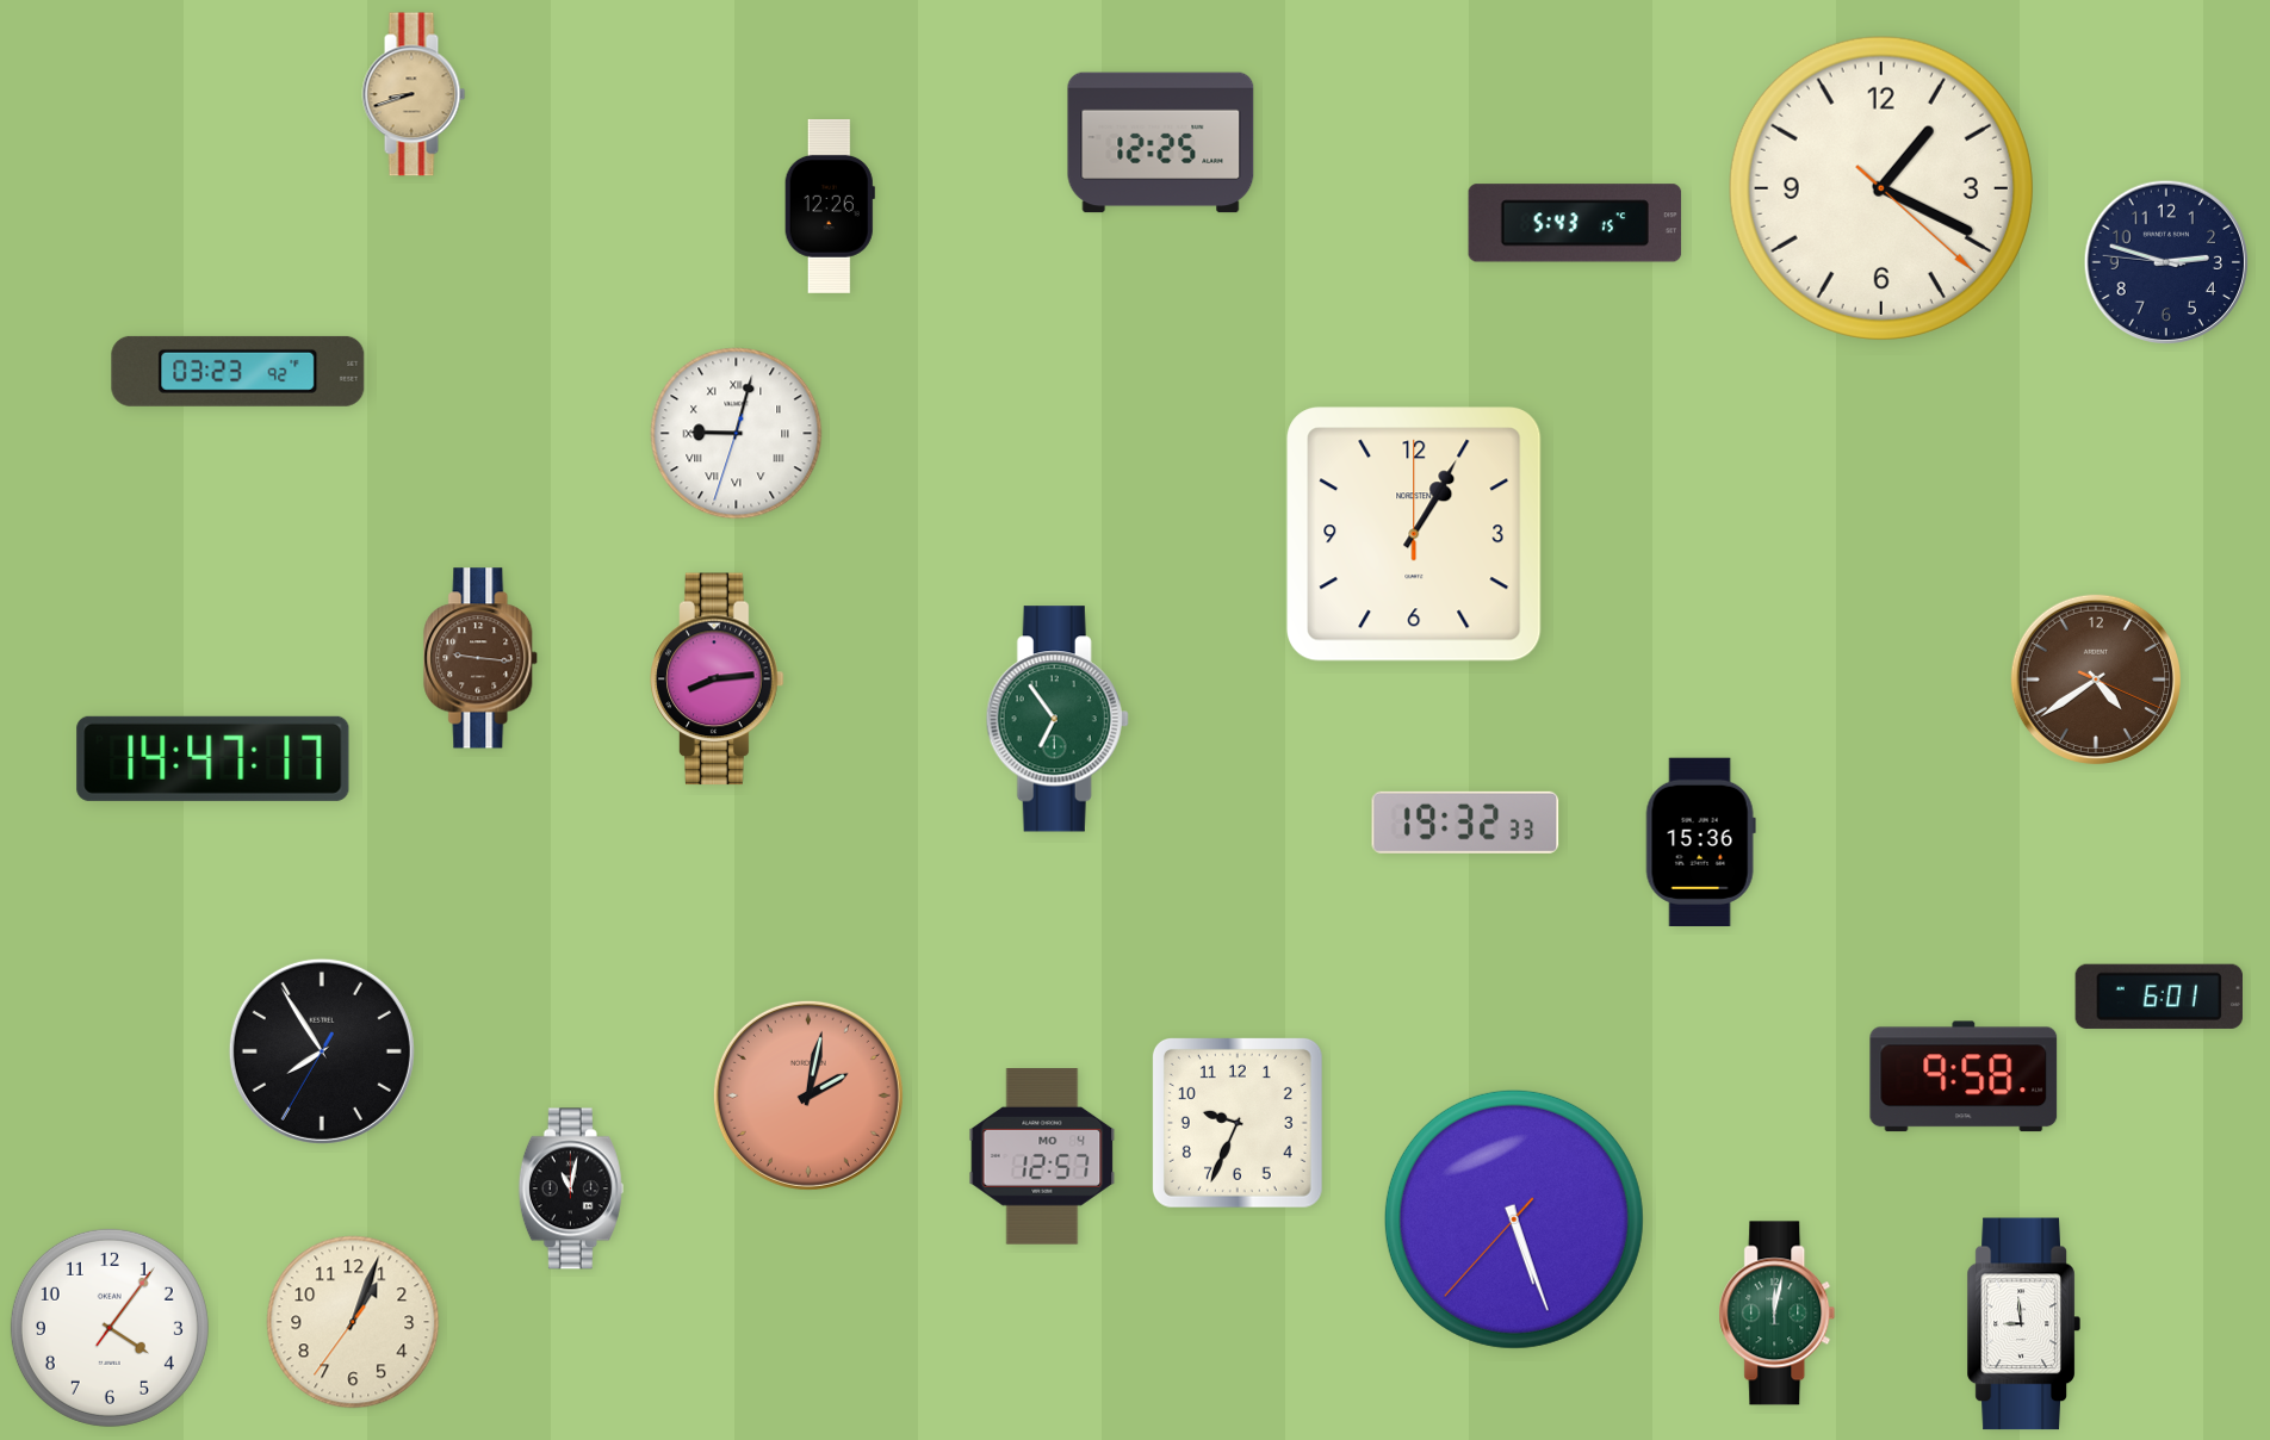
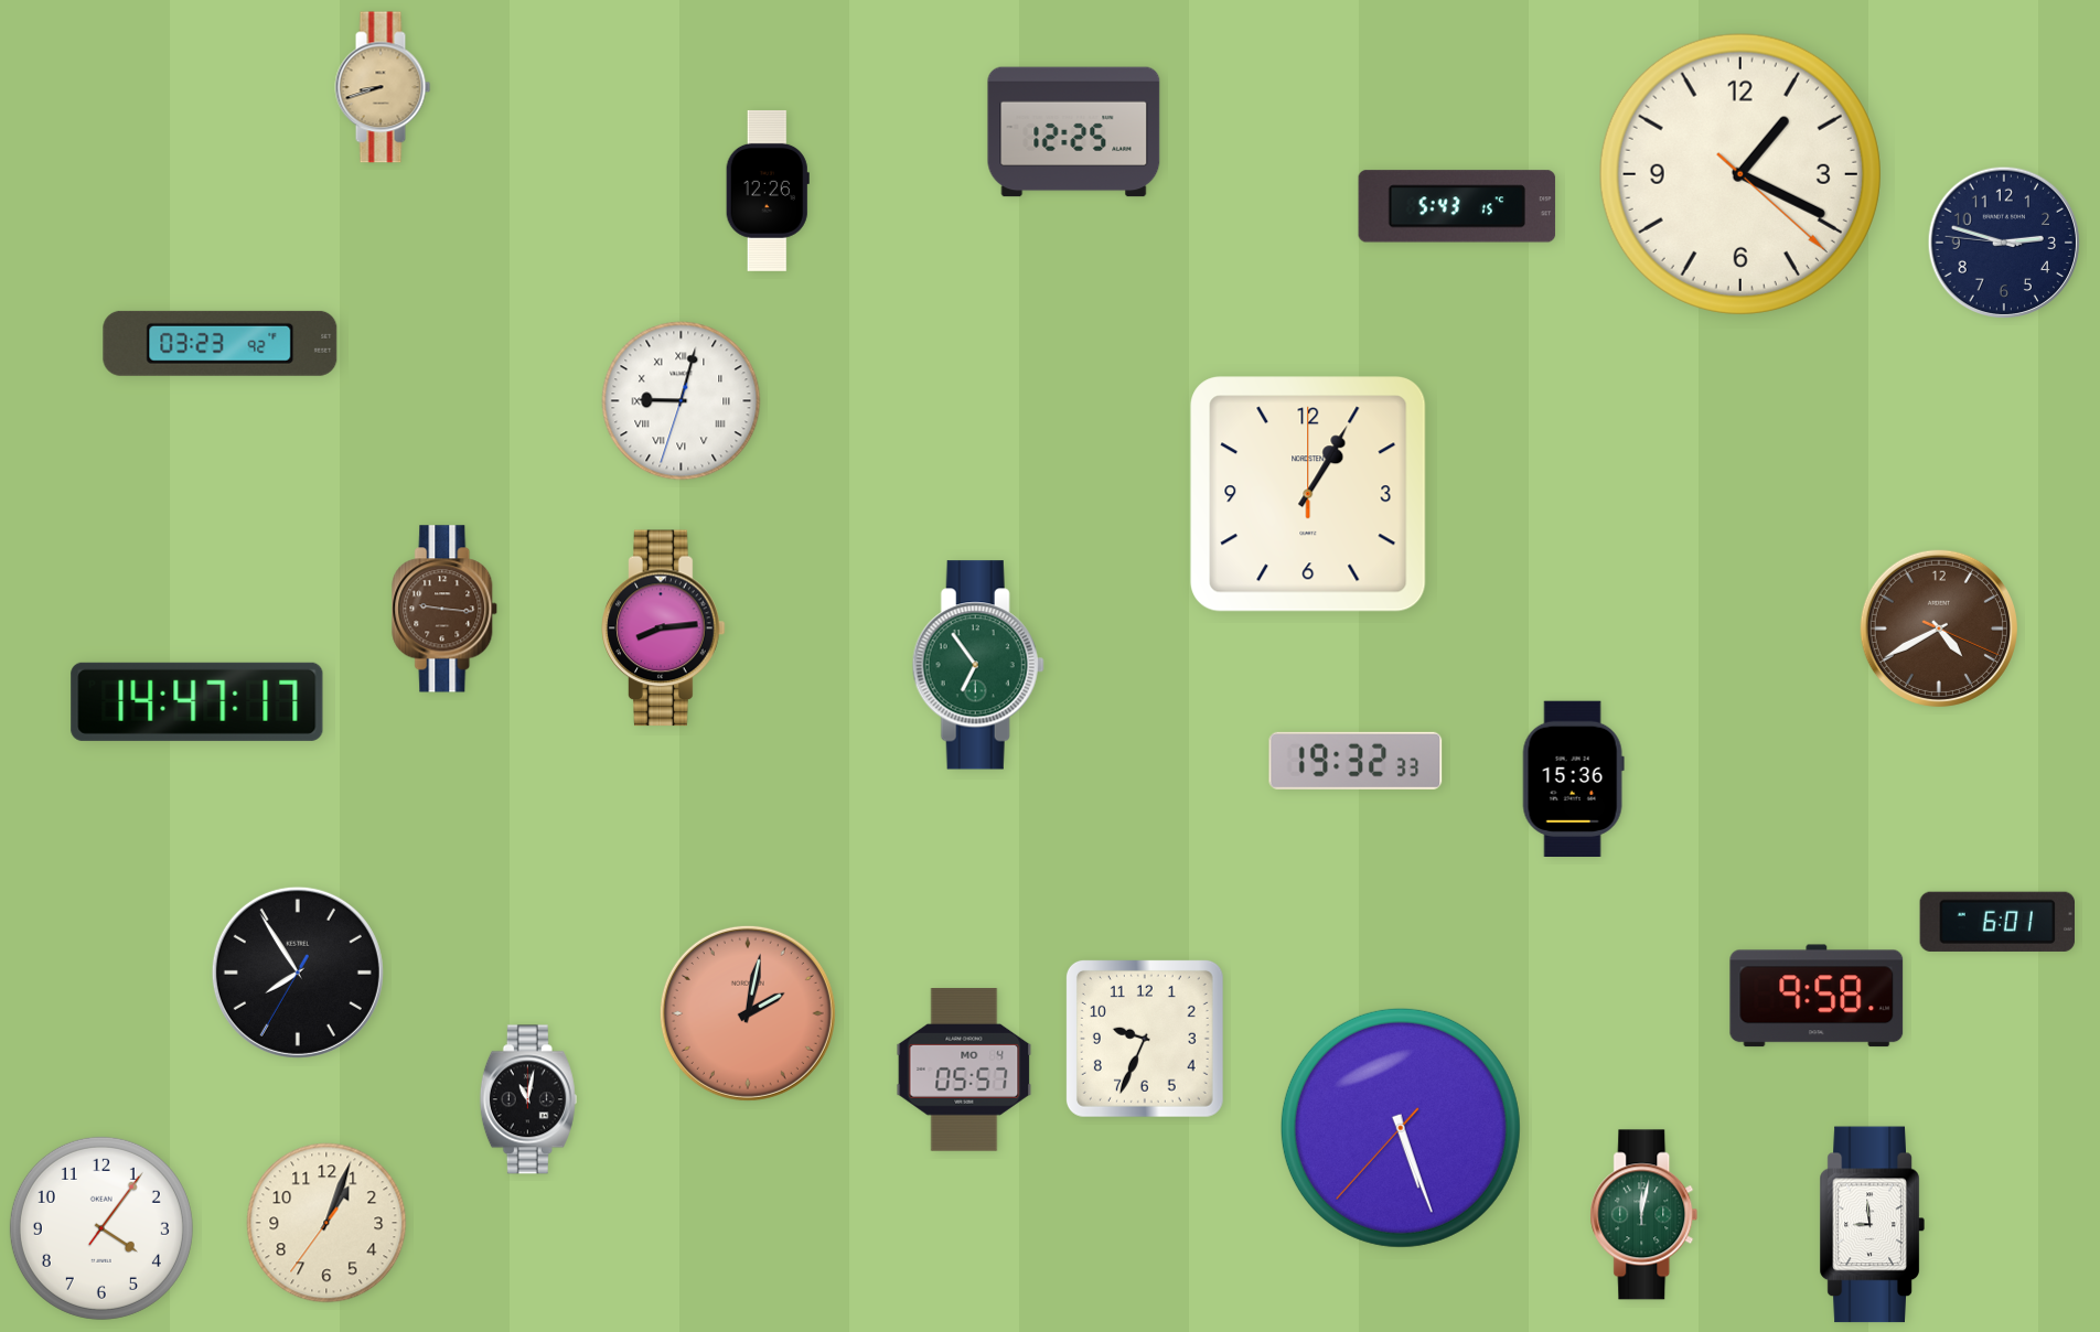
clock at (2096, 679): 4:39 -> 4:40
clock at (1042, 1156): 12:57 -> 05:57
